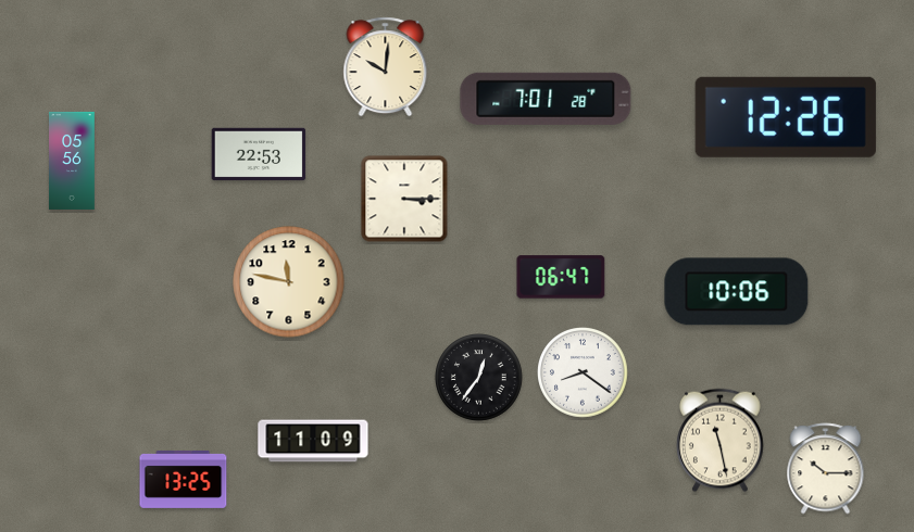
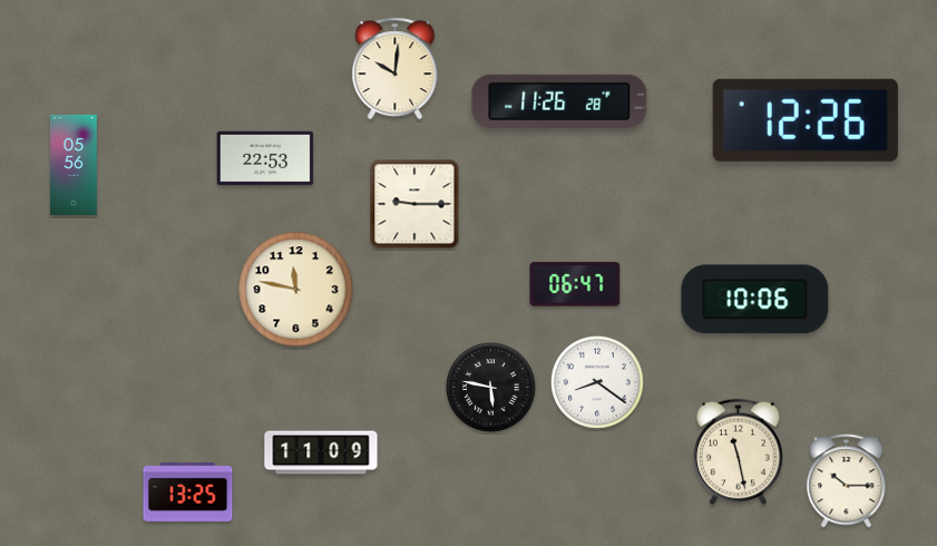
clock at (546, 99): 7:01 -> 11:26
clock at (404, 199): 3:15 -> 9:15
clock at (479, 378): 12:36 -> 5:47
